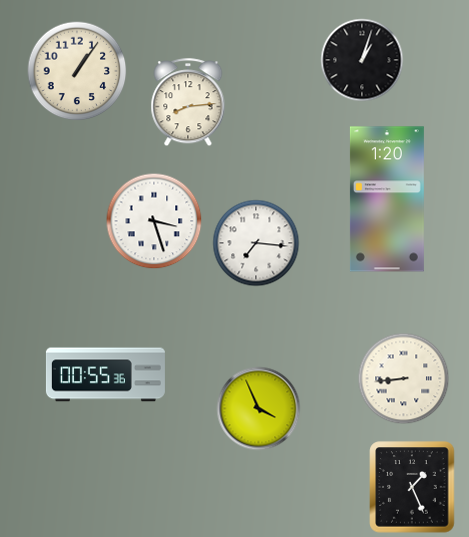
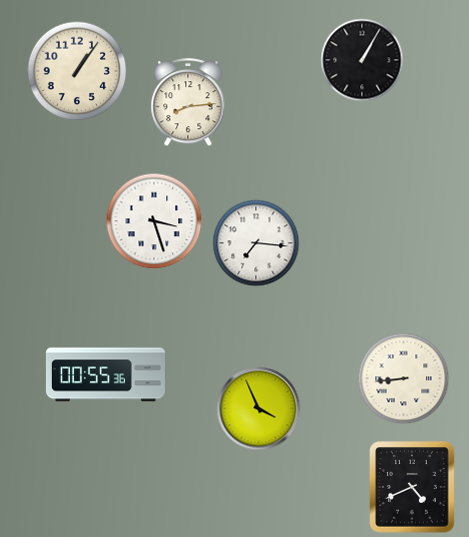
clock at (362, 60): 1:03 -> 1:05
clock at (387, 199): 1:20 -> none
clock at (412, 487): 1:26 -> 4:41
